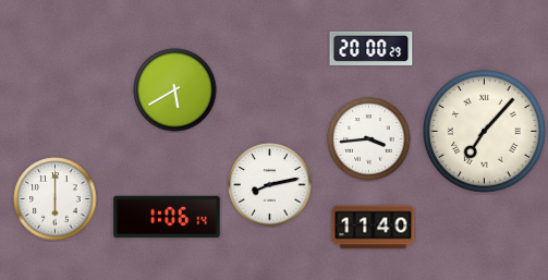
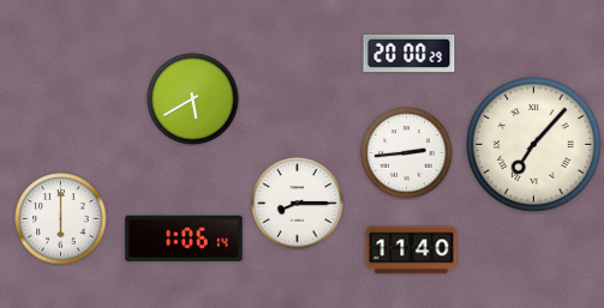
clock at (369, 139): 3:44 -> 2:44
clock at (270, 185): 8:13 -> 8:15
